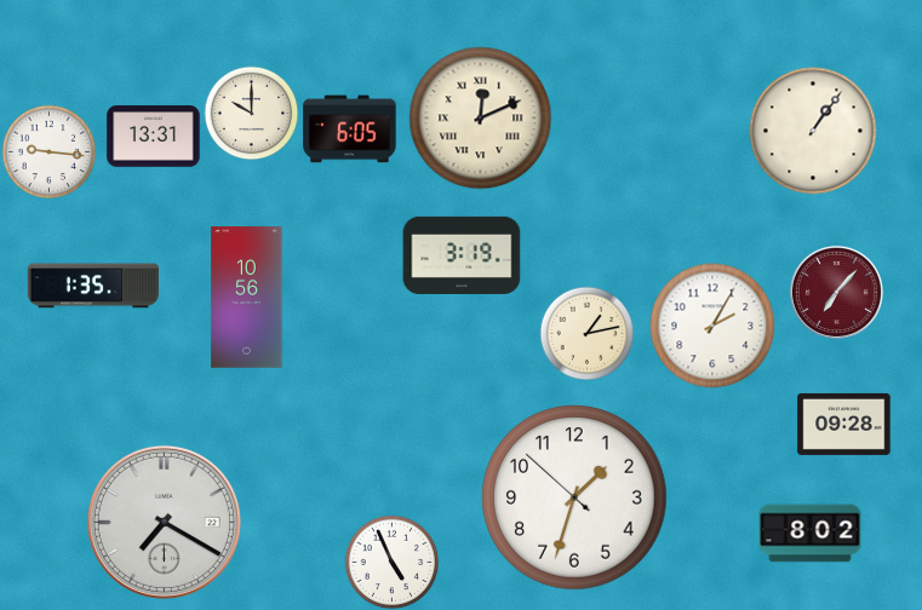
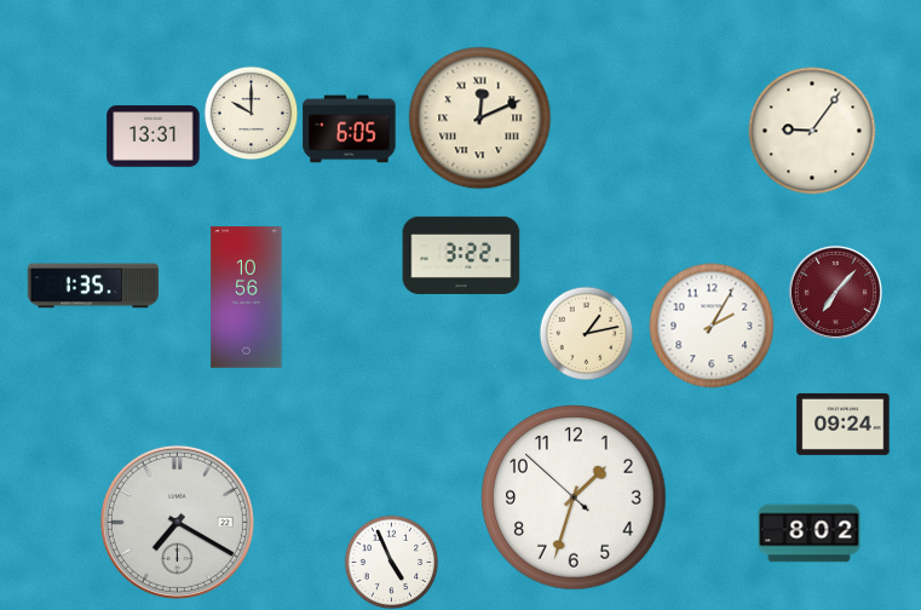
clock at (813, 131): 1:06 -> 9:06
clock at (48, 151): 9:16 -> none
clock at (462, 255): 3:19 -> 3:22
clock at (844, 424): 09:28 -> 09:24
clock at (164, 522) position: (164, 522) -> (177, 522)
